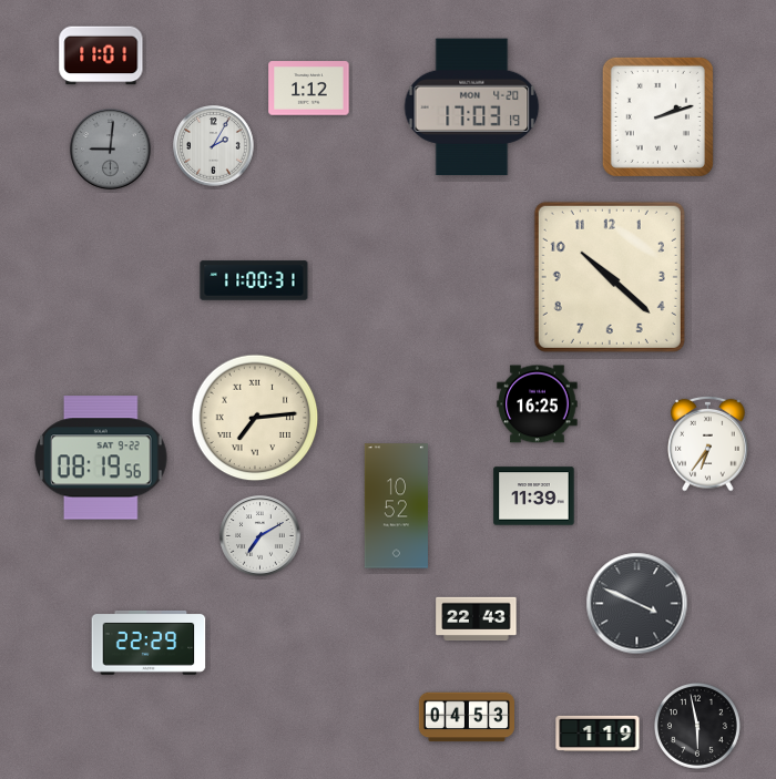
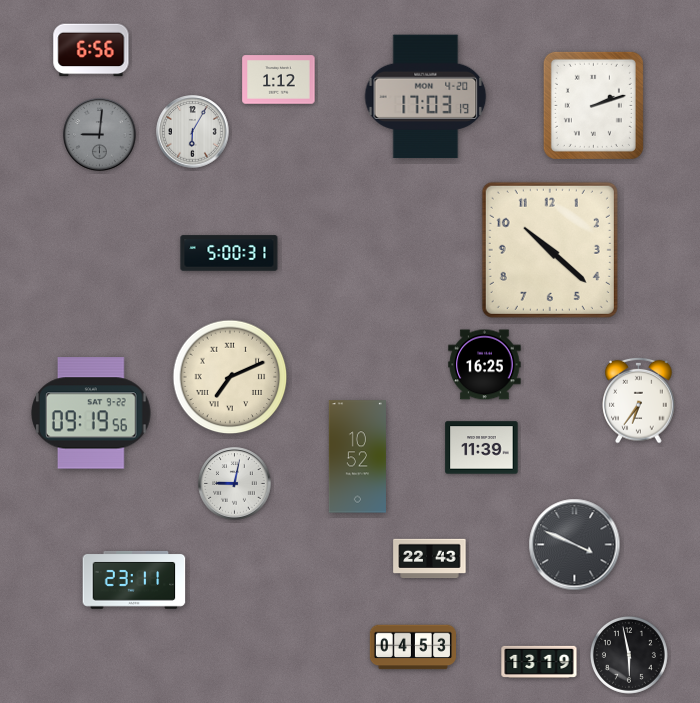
clock at (101, 55): 11:01 -> 6:56
clock at (214, 146): 2:05 -> 6:05
clock at (254, 280): 11:00 -> 5:00
clock at (255, 418): 7:14 -> 7:11
clock at (102, 458): 08:19 -> 09:19
clock at (261, 536): 7:10 -> 9:02
clock at (149, 643): 22:29 -> 23:11
clock at (466, 717) position: (466, 717) -> (412, 647)
clock at (598, 734): 1:19 -> 13:19
